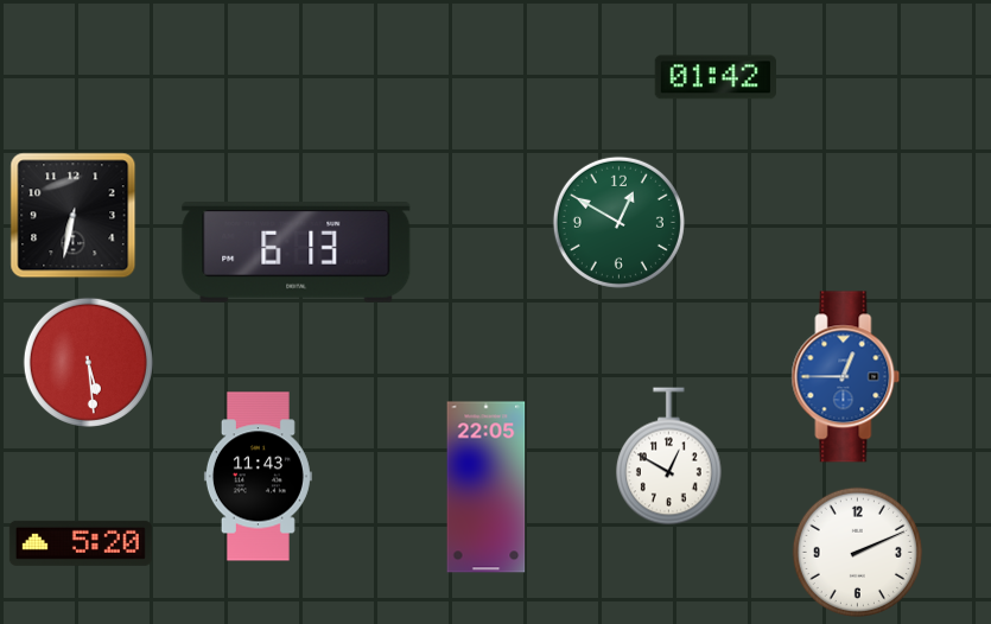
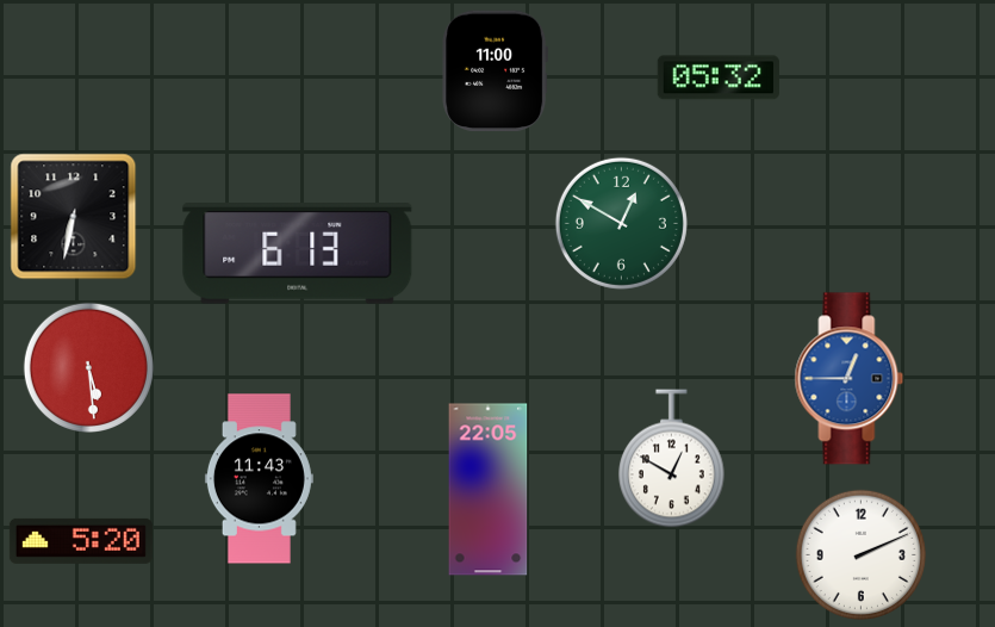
clock at (496, 70): none -> 11:00
clock at (716, 77): 01:42 -> 05:32
clock at (88, 362) position: (88, 362) -> (88, 367)
clock at (81, 543) position: (81, 543) -> (81, 541)
